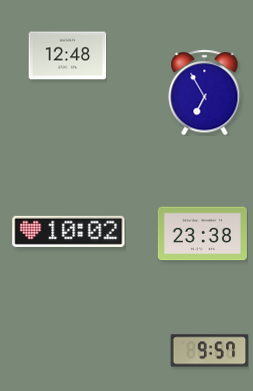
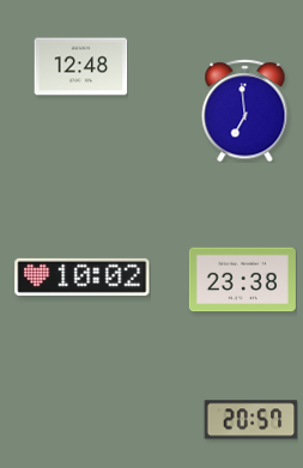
clock at (205, 92): 6:55 -> 6:59
clock at (209, 351): 9:57 -> 20:57
